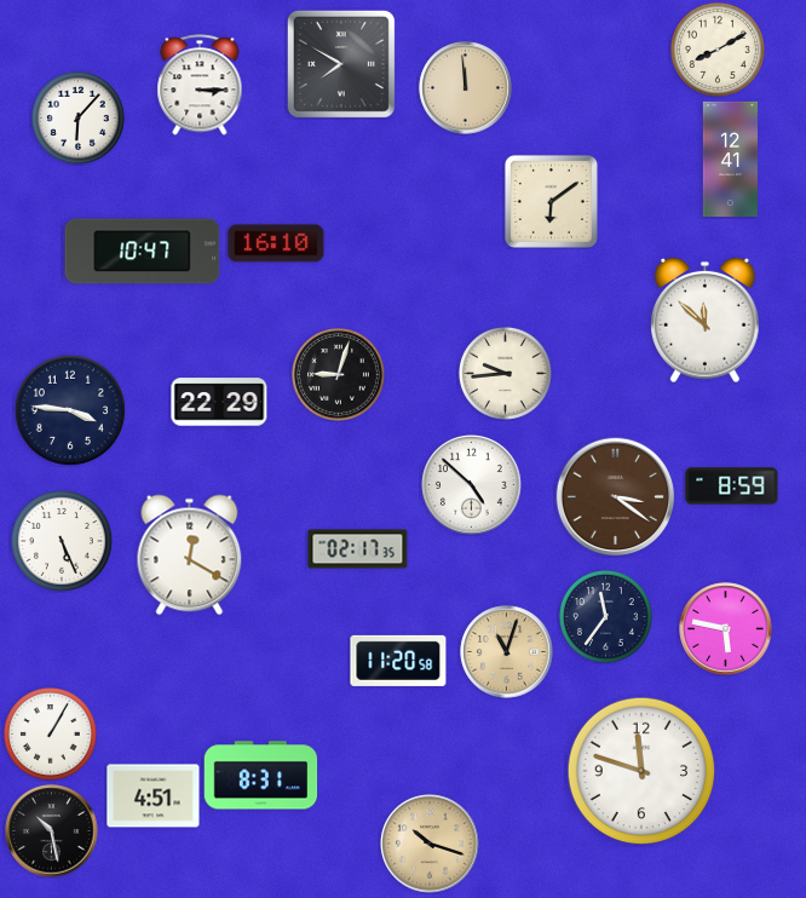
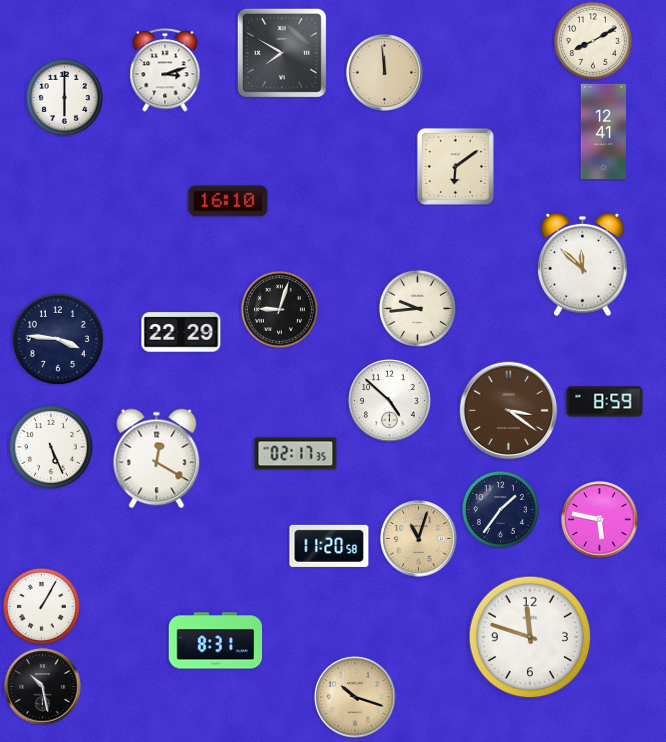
clock at (200, 85): 3:15 -> 3:12
clock at (77, 117): 6:07 -> 6:00
clock at (143, 252): 10:47 -> none
clock at (605, 616): 11:36 -> 1:36
clock at (154, 796): 4:51 -> none
